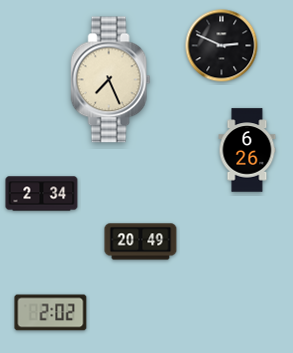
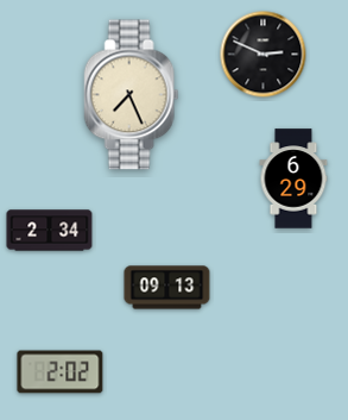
clock at (247, 150): 6:26 -> 6:29
clock at (141, 242): 20:49 -> 09:13
